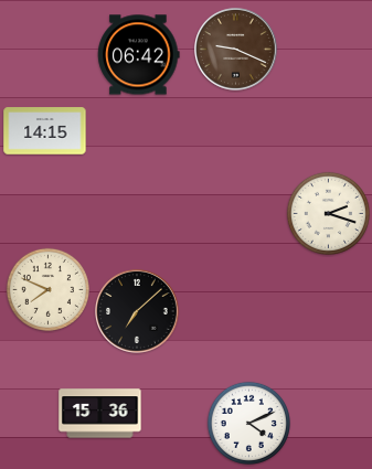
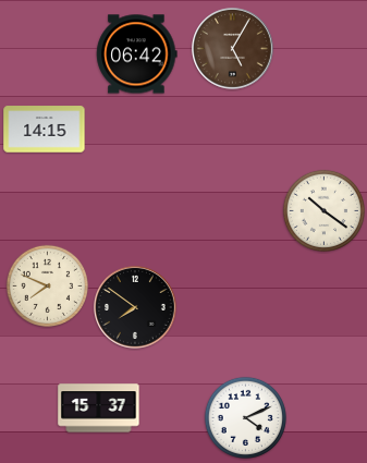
clock at (236, 50): 9:19 -> 5:05
clock at (328, 213): 2:18 -> 10:21
clock at (138, 312): 7:08 -> 7:51
clock at (100, 414): 15:36 -> 15:37
